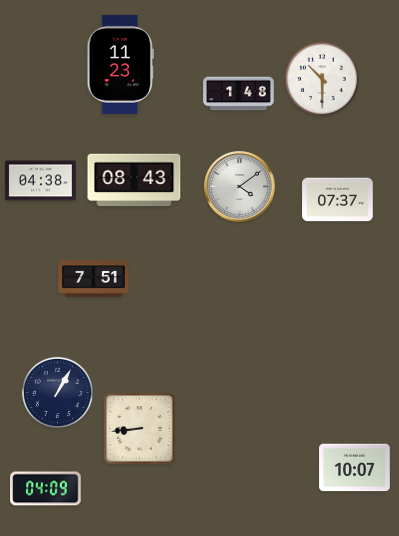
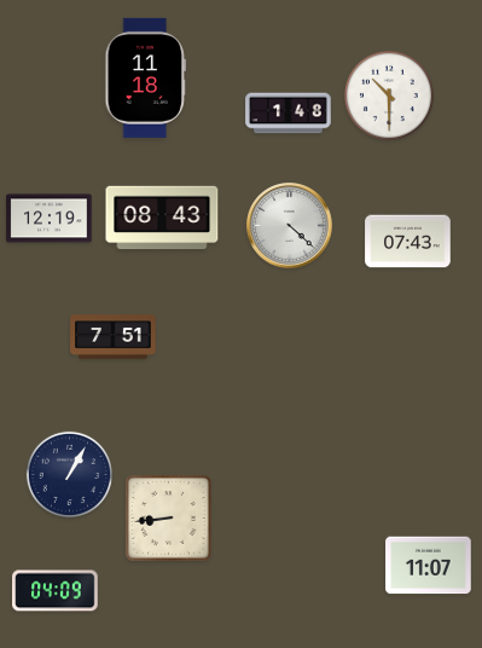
clock at (120, 64): 11:23 -> 11:18
clock at (41, 181): 04:38 -> 12:19
clock at (240, 187): 4:09 -> 4:22
clock at (338, 200): 07:37 -> 07:43
clock at (355, 468): 10:07 -> 11:07
